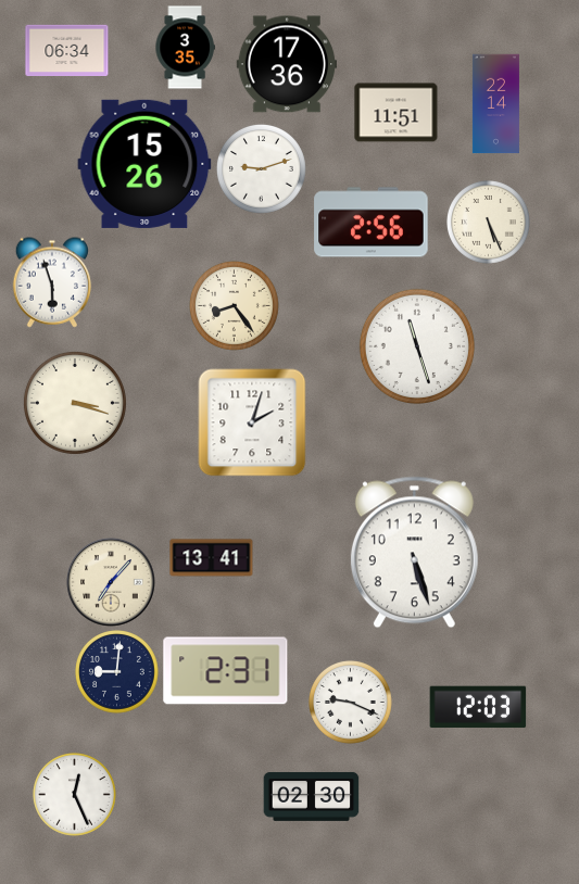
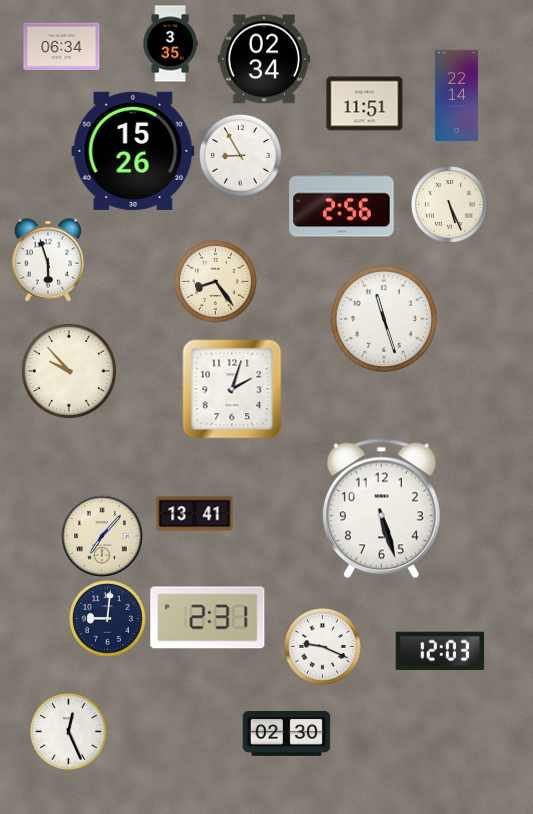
clock at (286, 64): 17:36 -> 02:34
clock at (261, 168): 9:12 -> 8:55
clock at (75, 403): 3:18 -> 9:53
